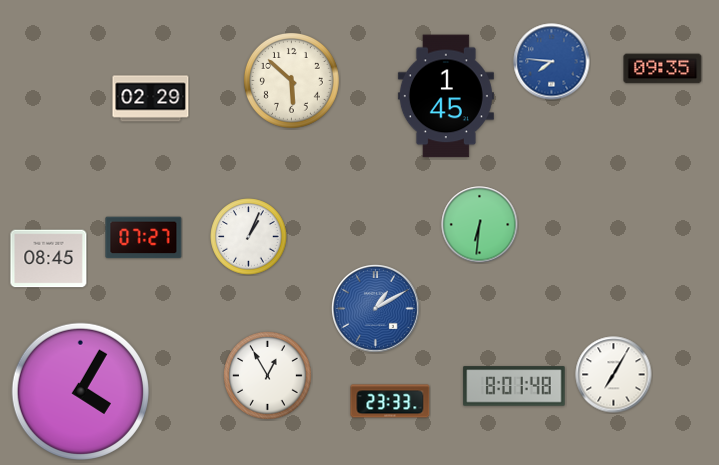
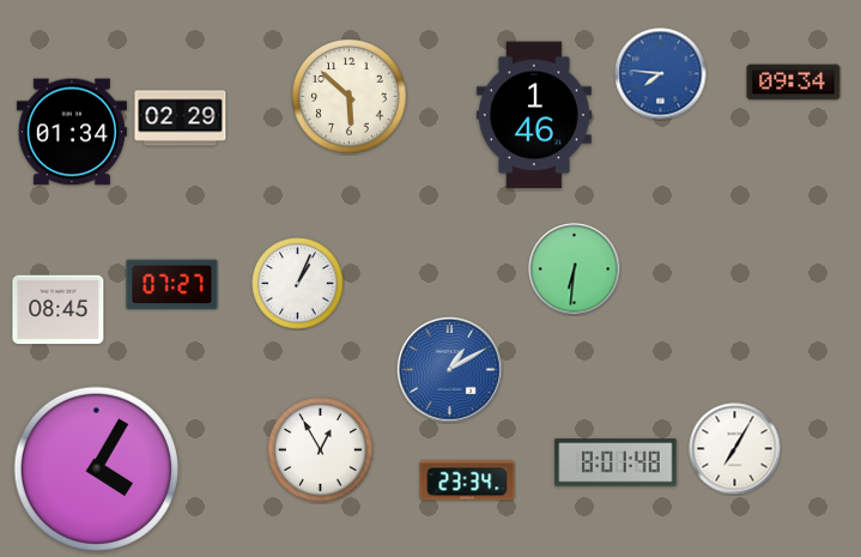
clock at (663, 69): 09:35 -> 09:34
clock at (446, 96): 1:45 -> 1:46
clock at (72, 132): none -> 01:34
clock at (390, 401): 23:33 -> 23:34
